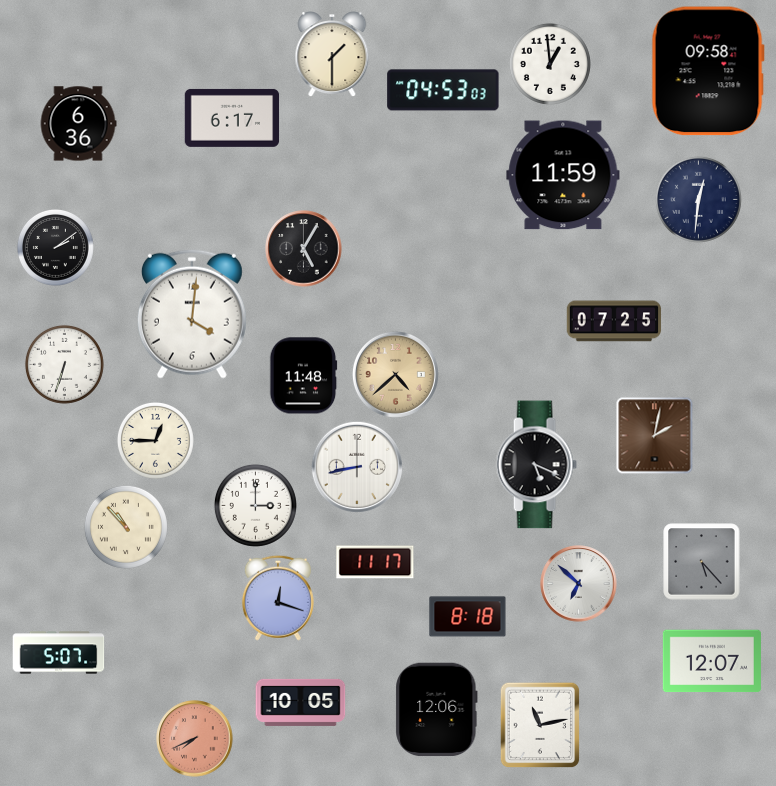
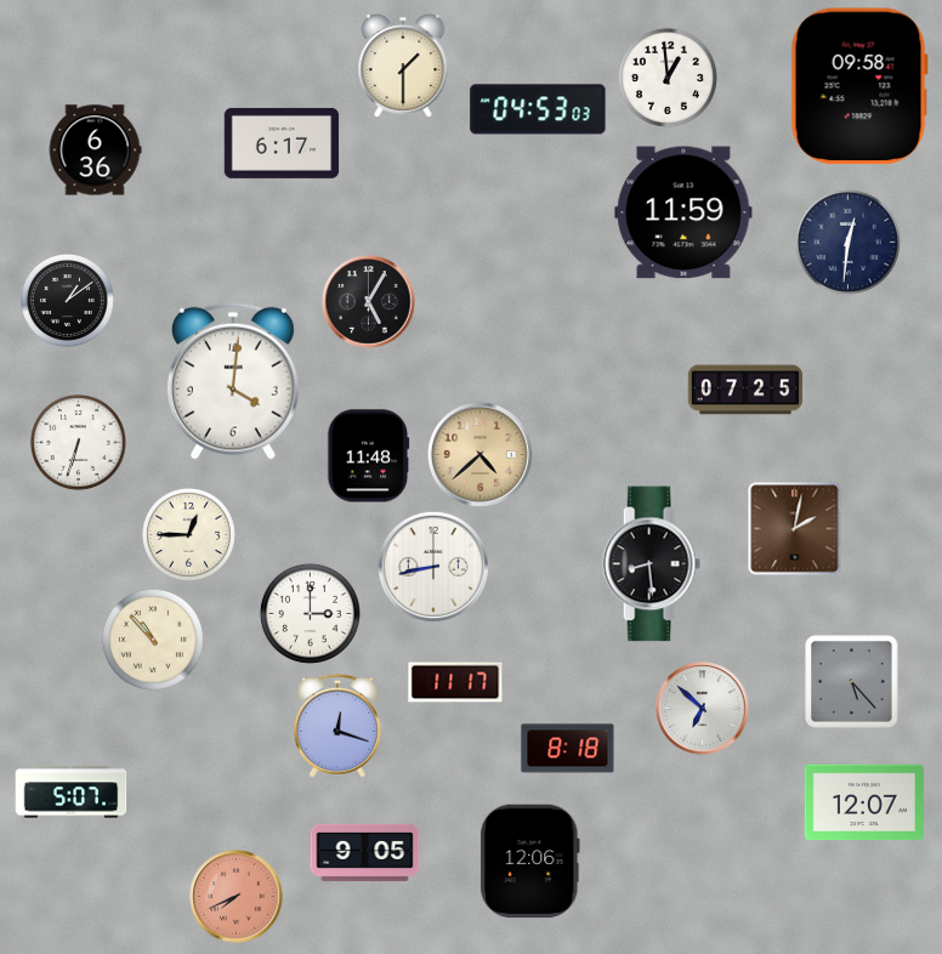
clock at (55, 247): 2:09 -> 1:09
clock at (536, 465): 5:19 -> 8:29
clock at (301, 702): 10:05 -> 9:05
clock at (540, 725): 11:13 -> none
